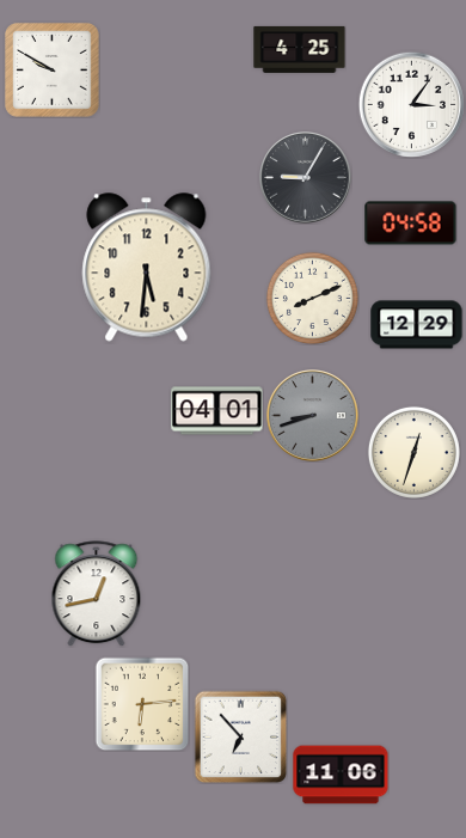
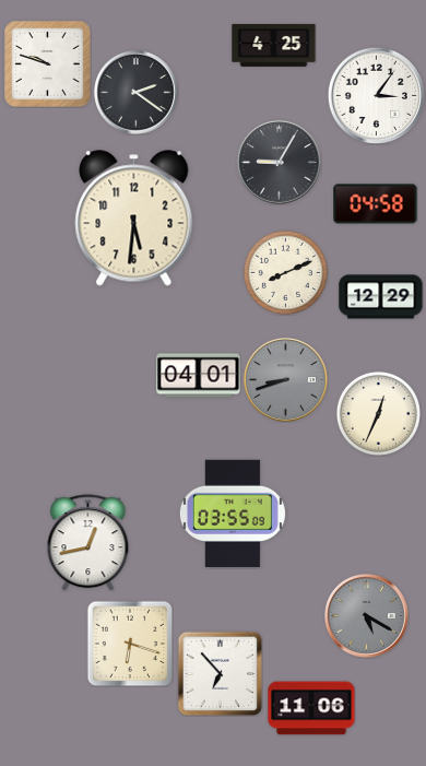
clock at (53, 71): 9:50 -> 9:48
clock at (137, 93): none -> 2:21
clock at (147, 268) position: (147, 268) -> (134, 219)
clock at (413, 452): 12:33 -> 12:34
clock at (233, 512): none -> 03:55
clock at (367, 616): none -> 5:20
clock at (142, 704): 6:14 -> 6:18
